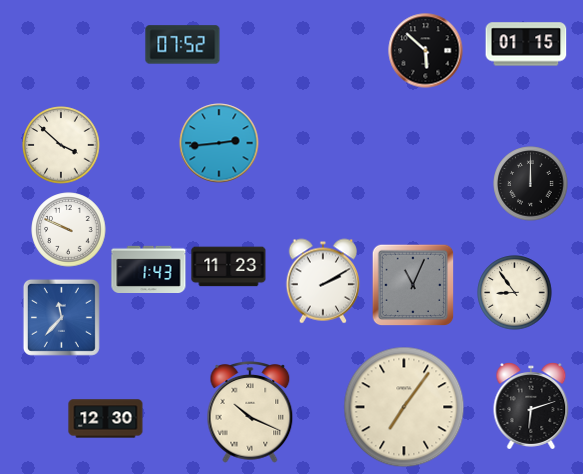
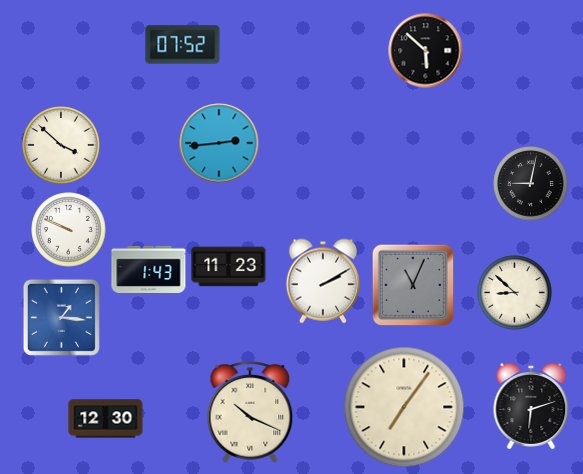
clock at (526, 44): 01:15 -> none
clock at (531, 184): 12:00 -> 9:02
clock at (515, 293): 8:54 -> 8:52
clock at (61, 317): 11:37 -> 1:16
